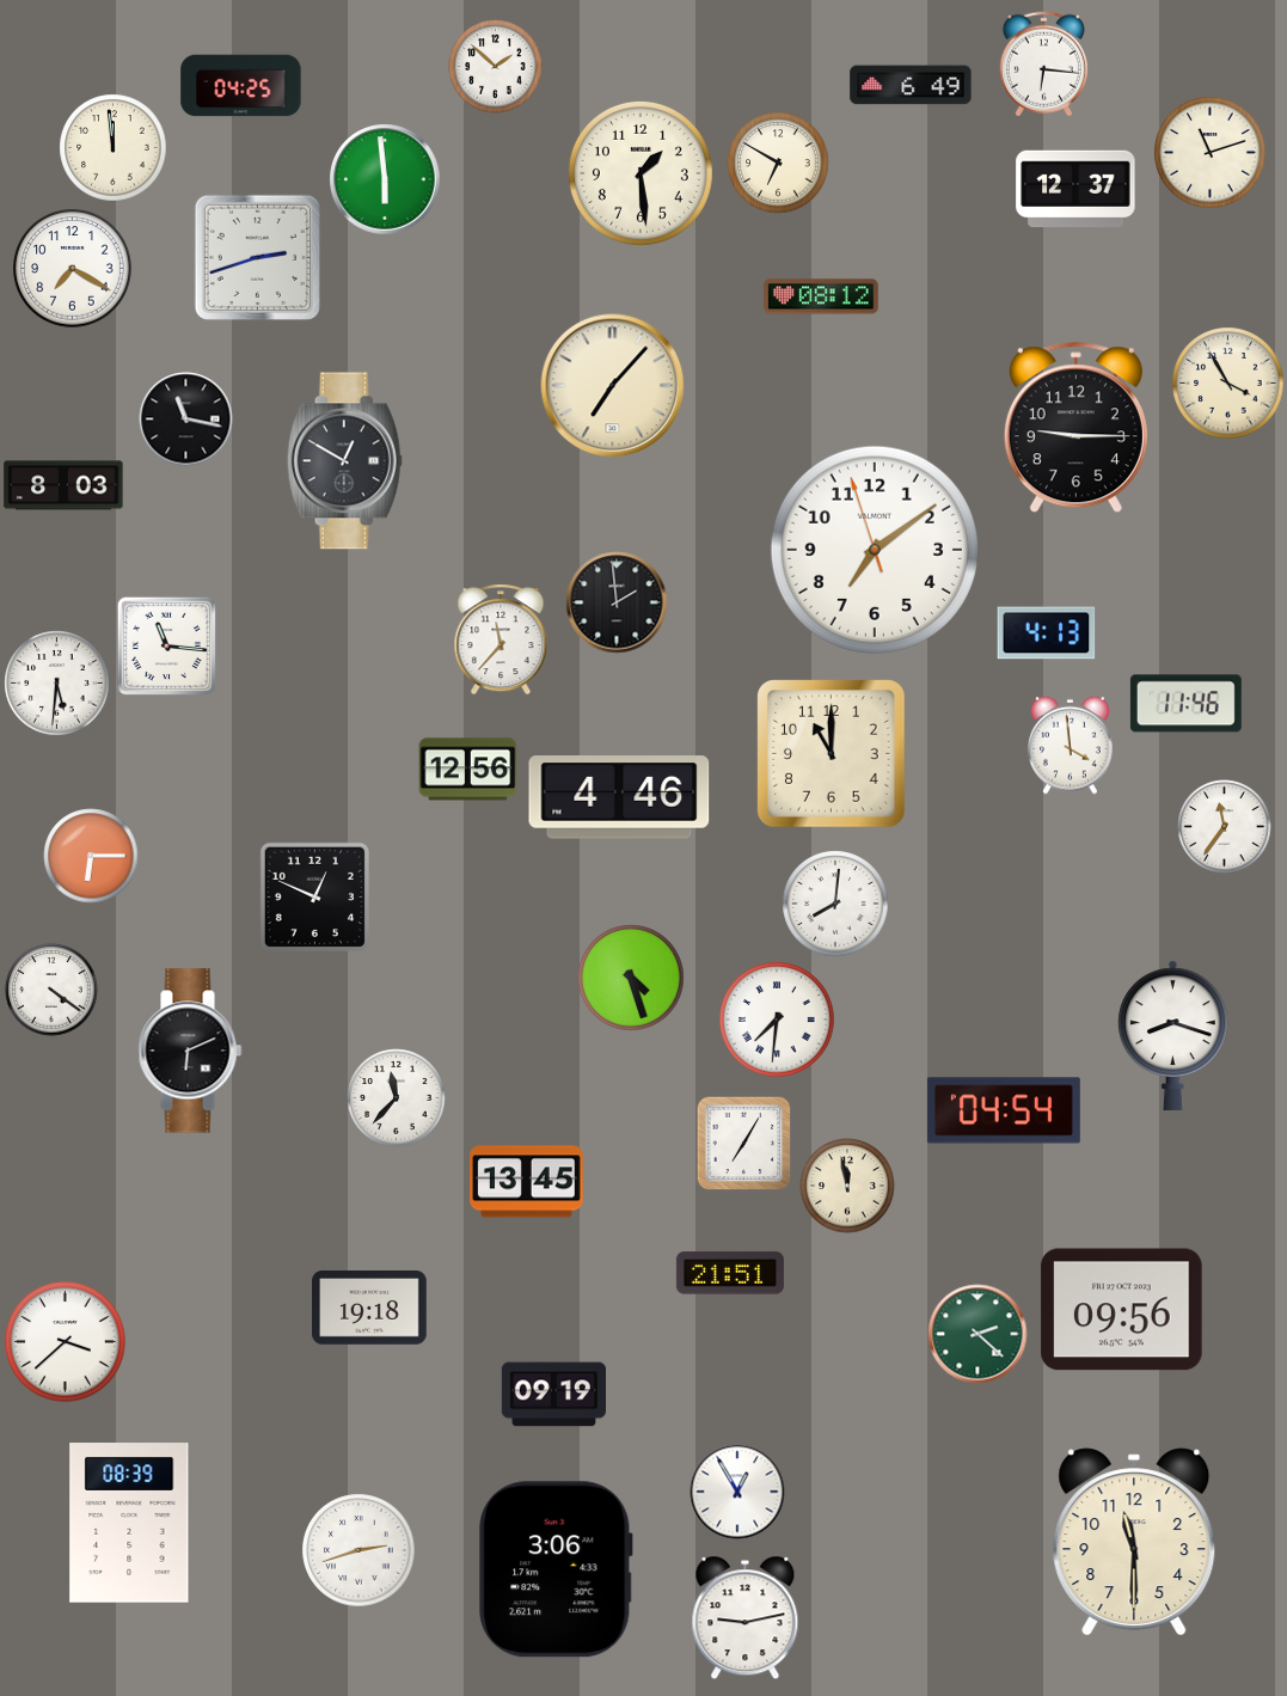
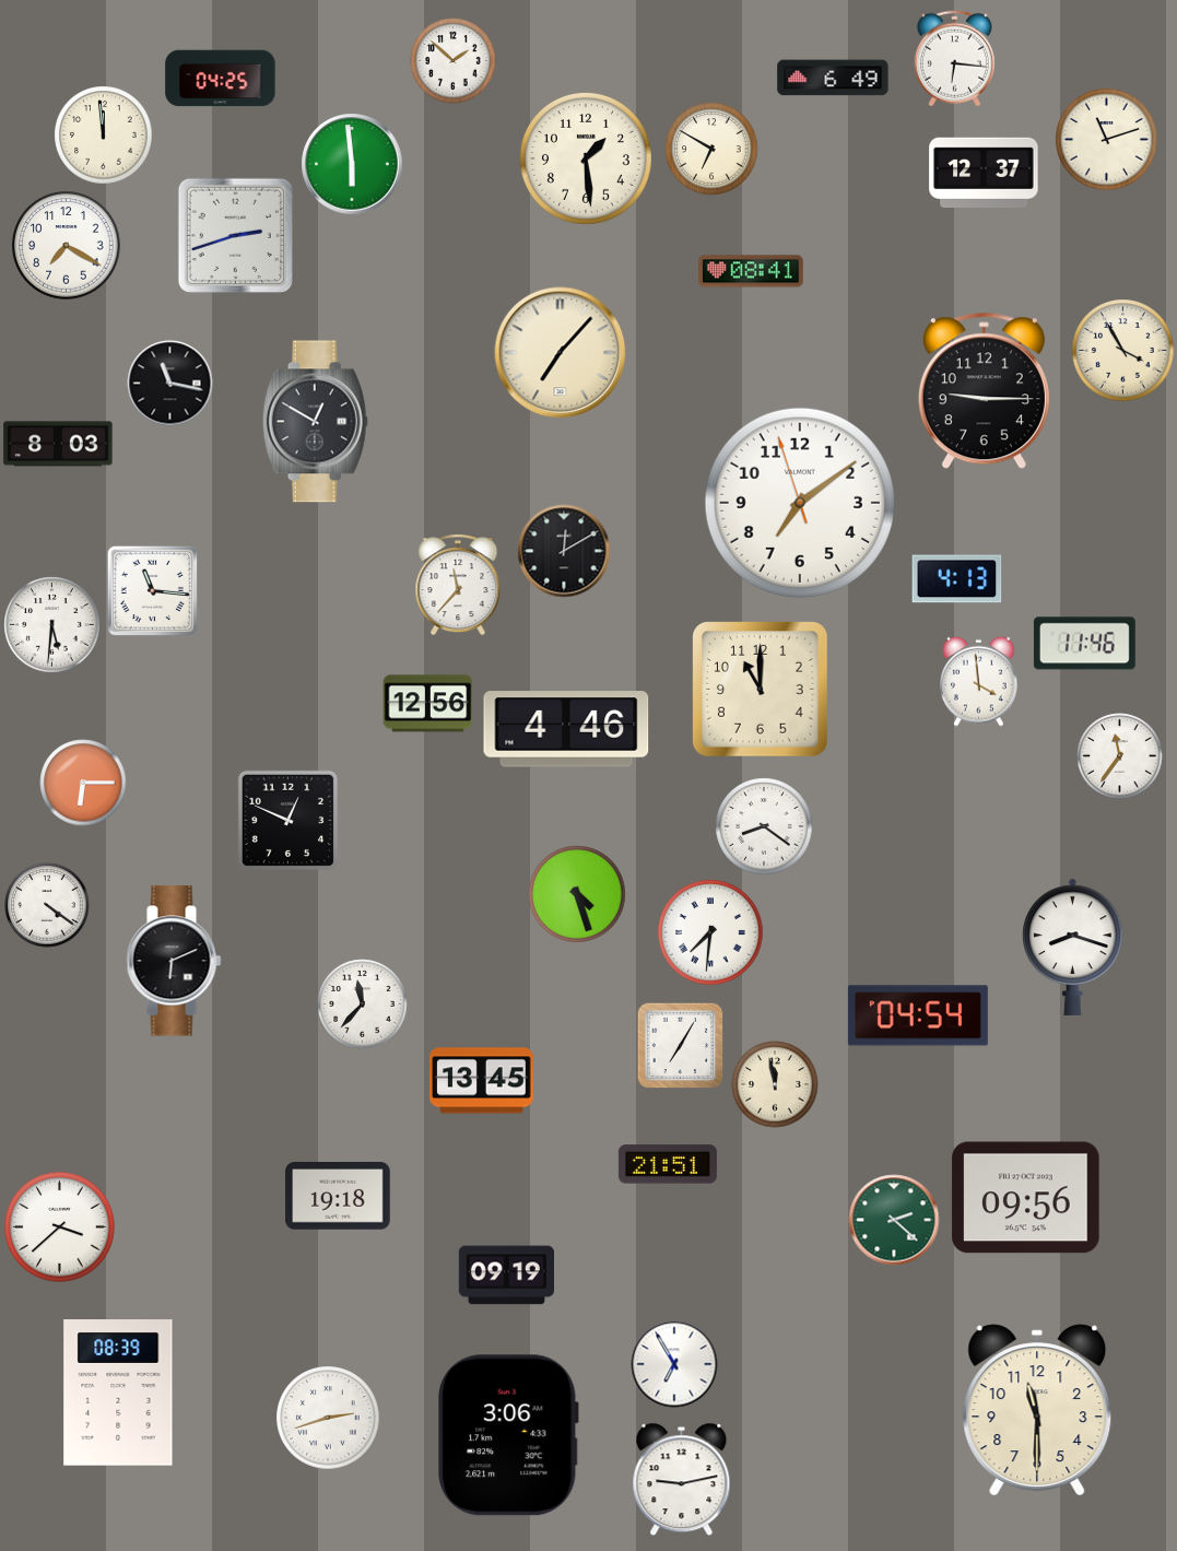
clock at (821, 296): 08:12 -> 08:41
clock at (617, 602): 1:59 -> 12:10
clock at (835, 904): 8:01 -> 8:21
clock at (737, 1492): 12:55 -> 6:55
